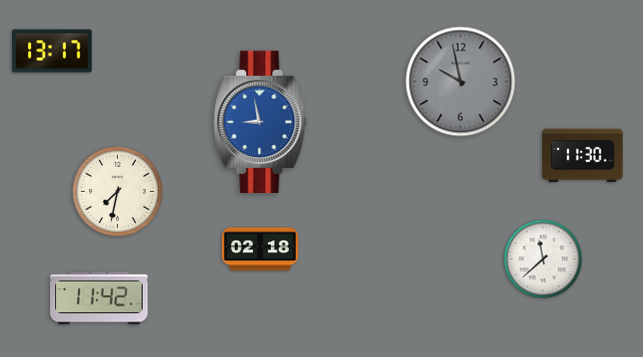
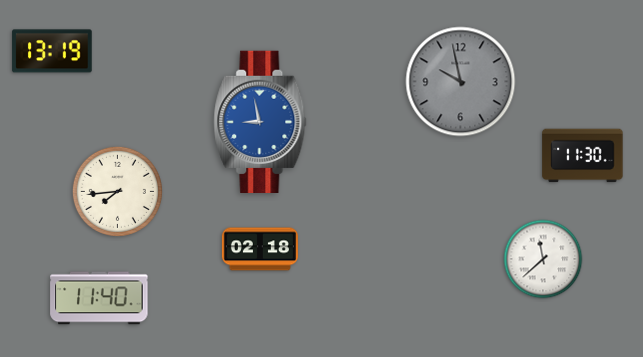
clock at (52, 51): 13:17 -> 13:19
clock at (117, 191): 7:32 -> 7:44
clock at (99, 298): 11:42 -> 11:40
